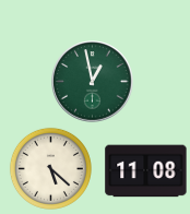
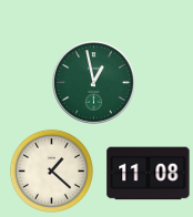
clock at (50, 168): 5:22 -> 1:22
